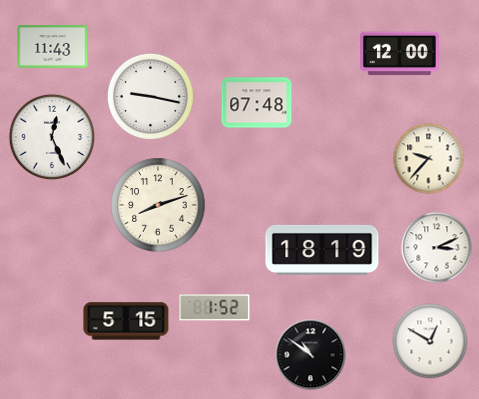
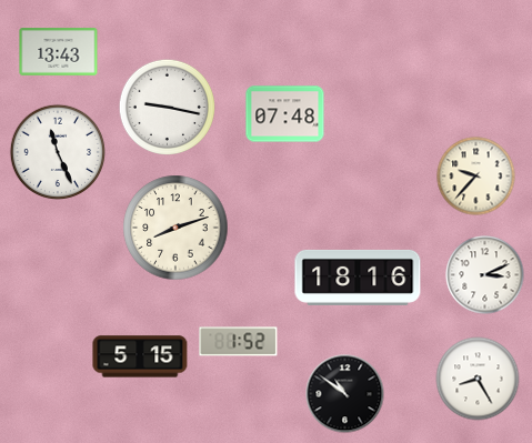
clock at (53, 47): 11:43 -> 13:43
clock at (400, 54): 12:00 -> none
clock at (51, 136): 12:26 -> 11:26
clock at (322, 250): 18:19 -> 18:16
clock at (430, 341): 12:50 -> 8:25
